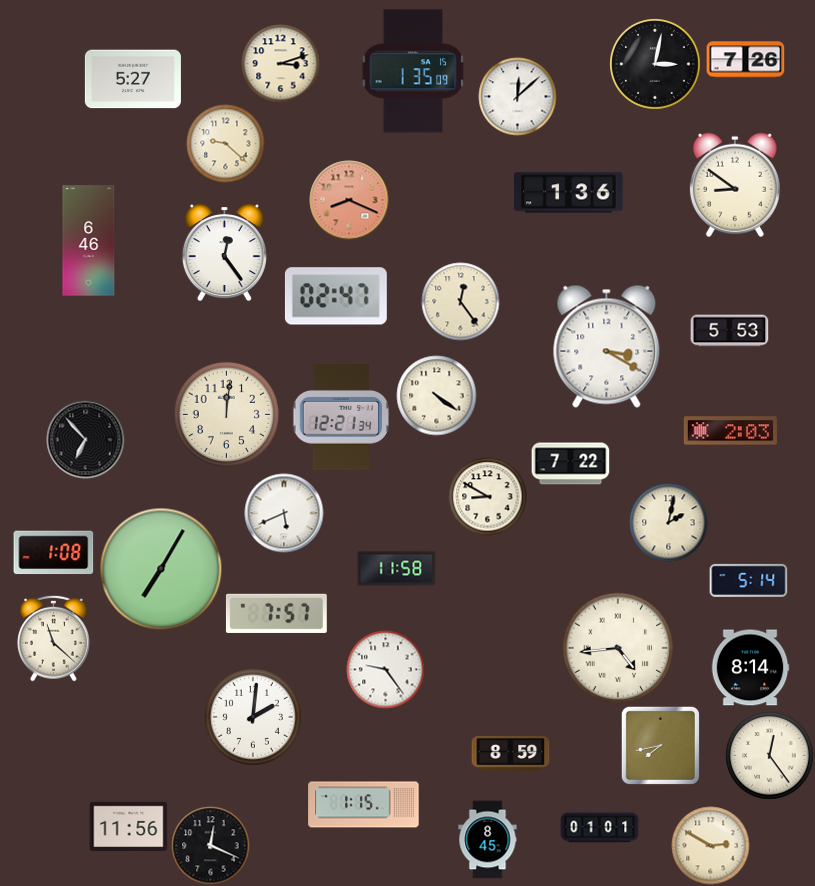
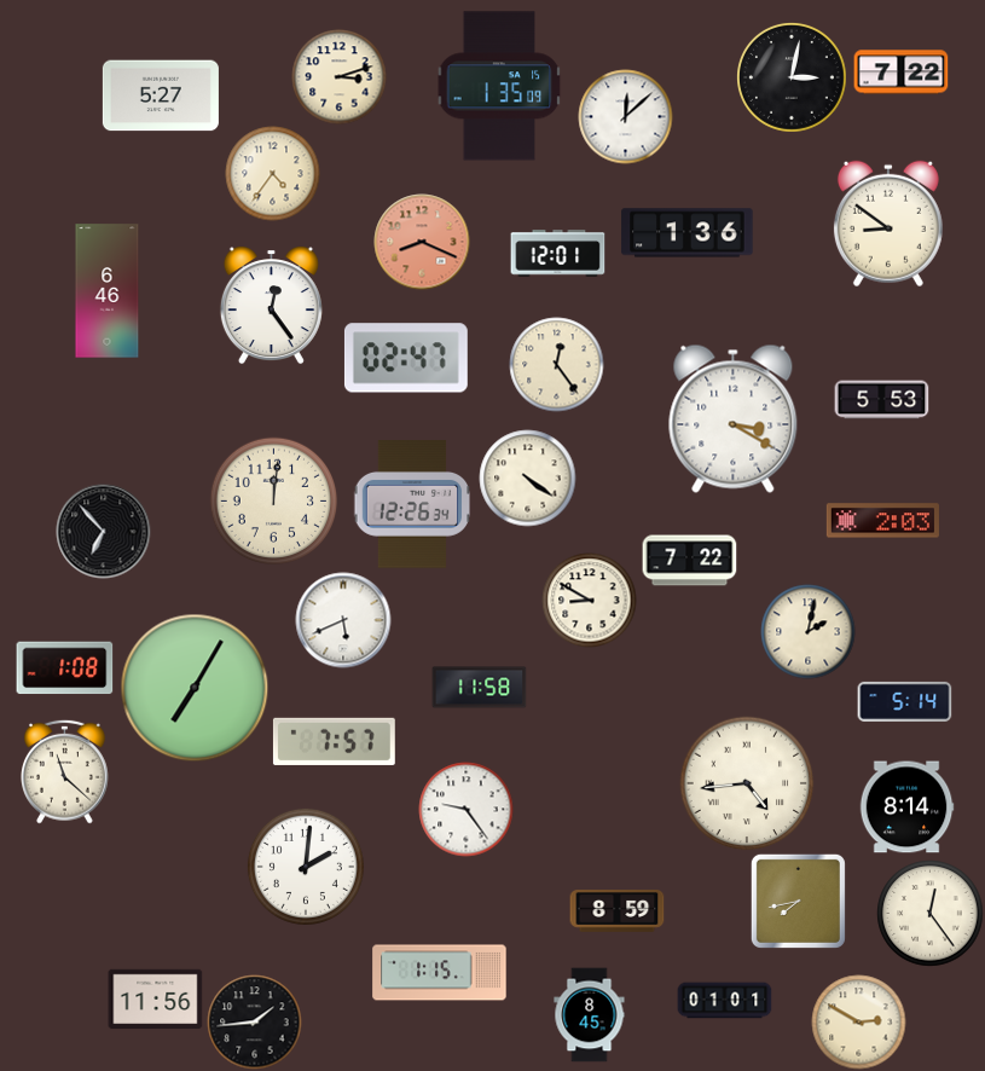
clock at (745, 60): 7:26 -> 7:22
clock at (225, 143): 9:22 -> 4:36
clock at (557, 254): none -> 12:01
clock at (341, 417): 12:21 -> 12:26
clock at (210, 845): 12:19 -> 1:44
